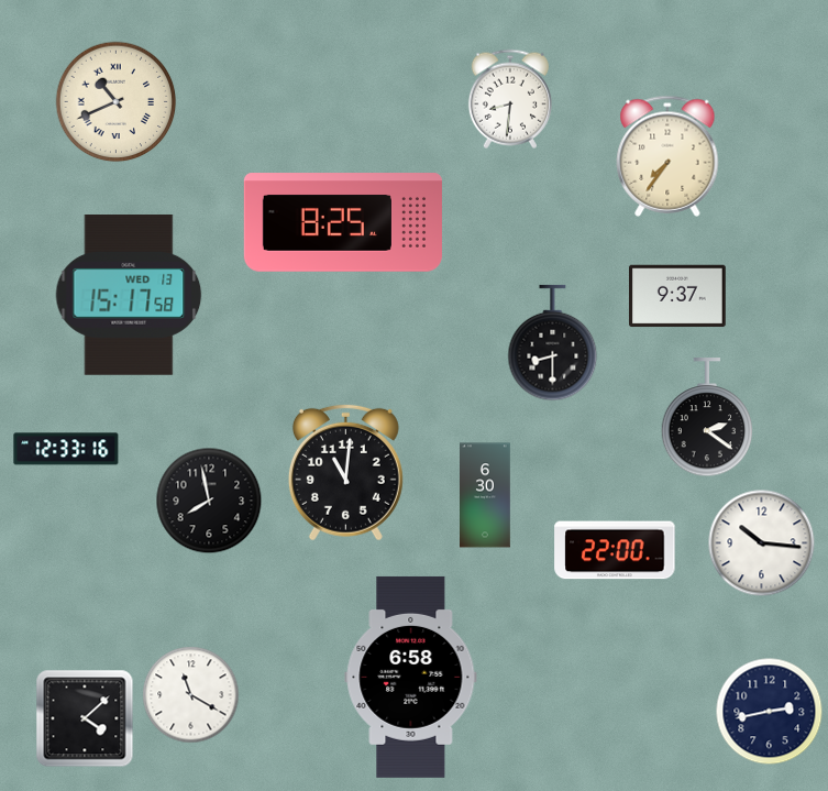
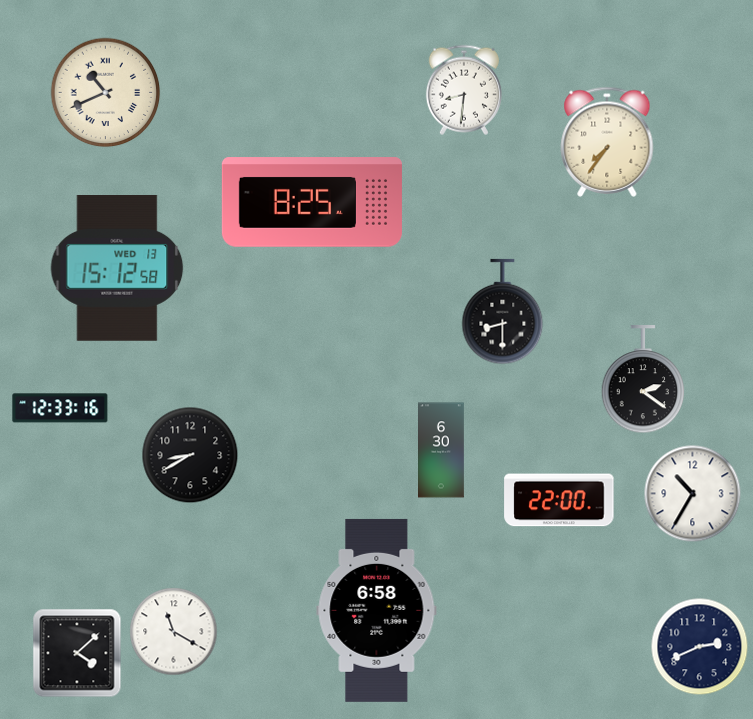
clock at (129, 296): 15:17 -> 15:12
clock at (678, 296): 9:37 -> none
clock at (345, 472): 11:01 -> none
clock at (209, 501): 7:58 -> 8:40
clock at (762, 543): 10:16 -> 10:35
clock at (411, 677) position: (411, 677) -> (377, 610)
clock at (770, 712): 2:43 -> 2:41
